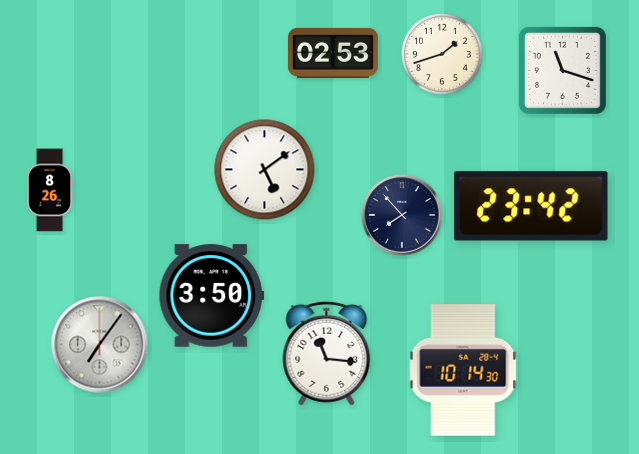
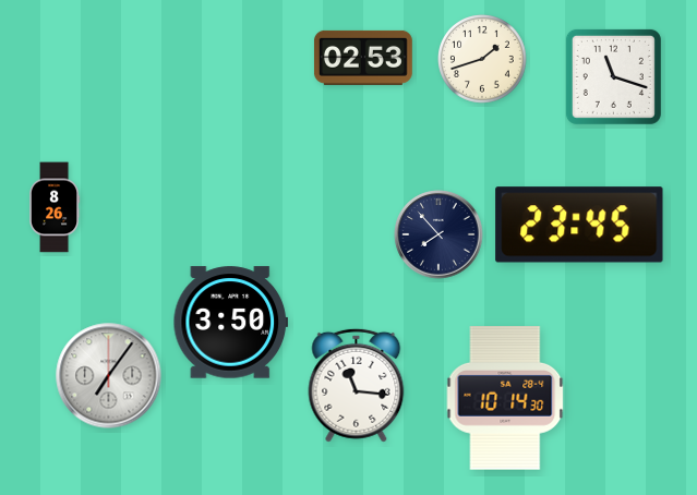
clock at (265, 170): 5:09 -> none
clock at (531, 206): 23:42 -> 23:45
clock at (463, 370) position: (463, 370) -> (505, 398)
